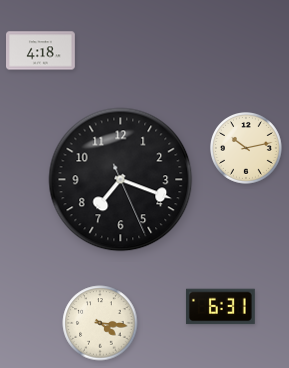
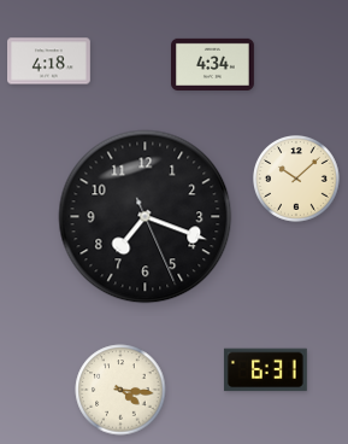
clock at (213, 64): none -> 4:34
clock at (247, 149): 10:13 -> 10:08
